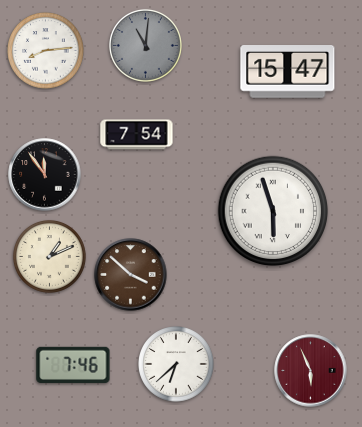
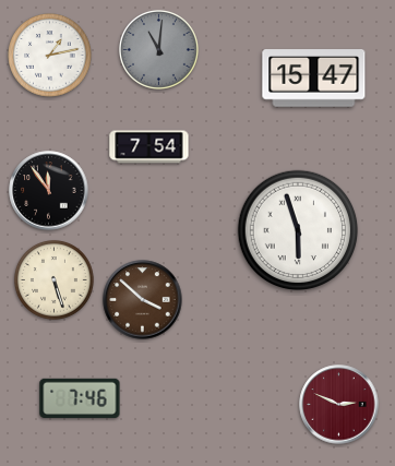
clock at (46, 51): 8:14 -> 1:13
clock at (49, 256): 1:11 -> 5:27
clock at (176, 364): 6:38 -> none
clock at (311, 371): 5:56 -> 2:49
